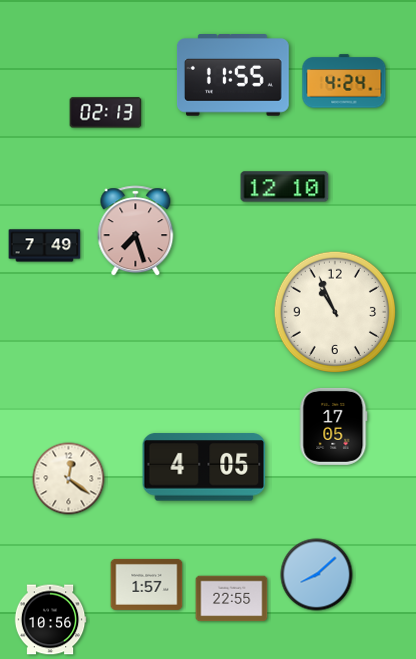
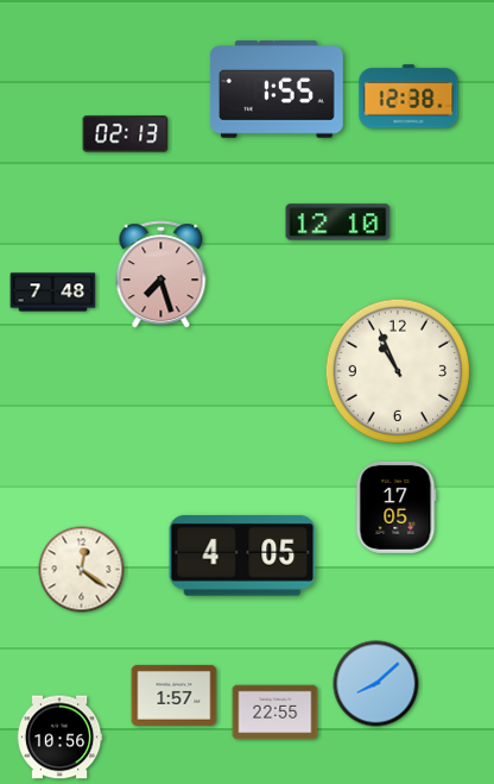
clock at (233, 76): 11:55 -> 1:55
clock at (344, 81): 4:24 -> 12:38
clock at (45, 246): 7:49 -> 7:48
